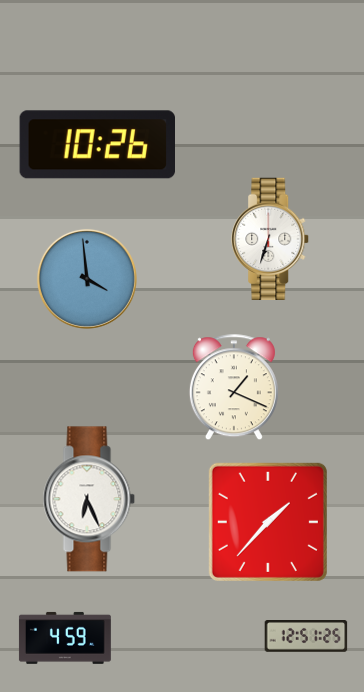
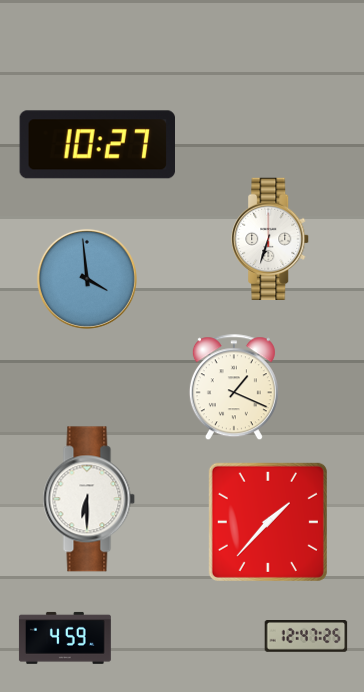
clock at (97, 145): 10:26 -> 10:27
clock at (89, 499): 6:26 -> 6:30
clock at (306, 637): 12:51 -> 12:47
